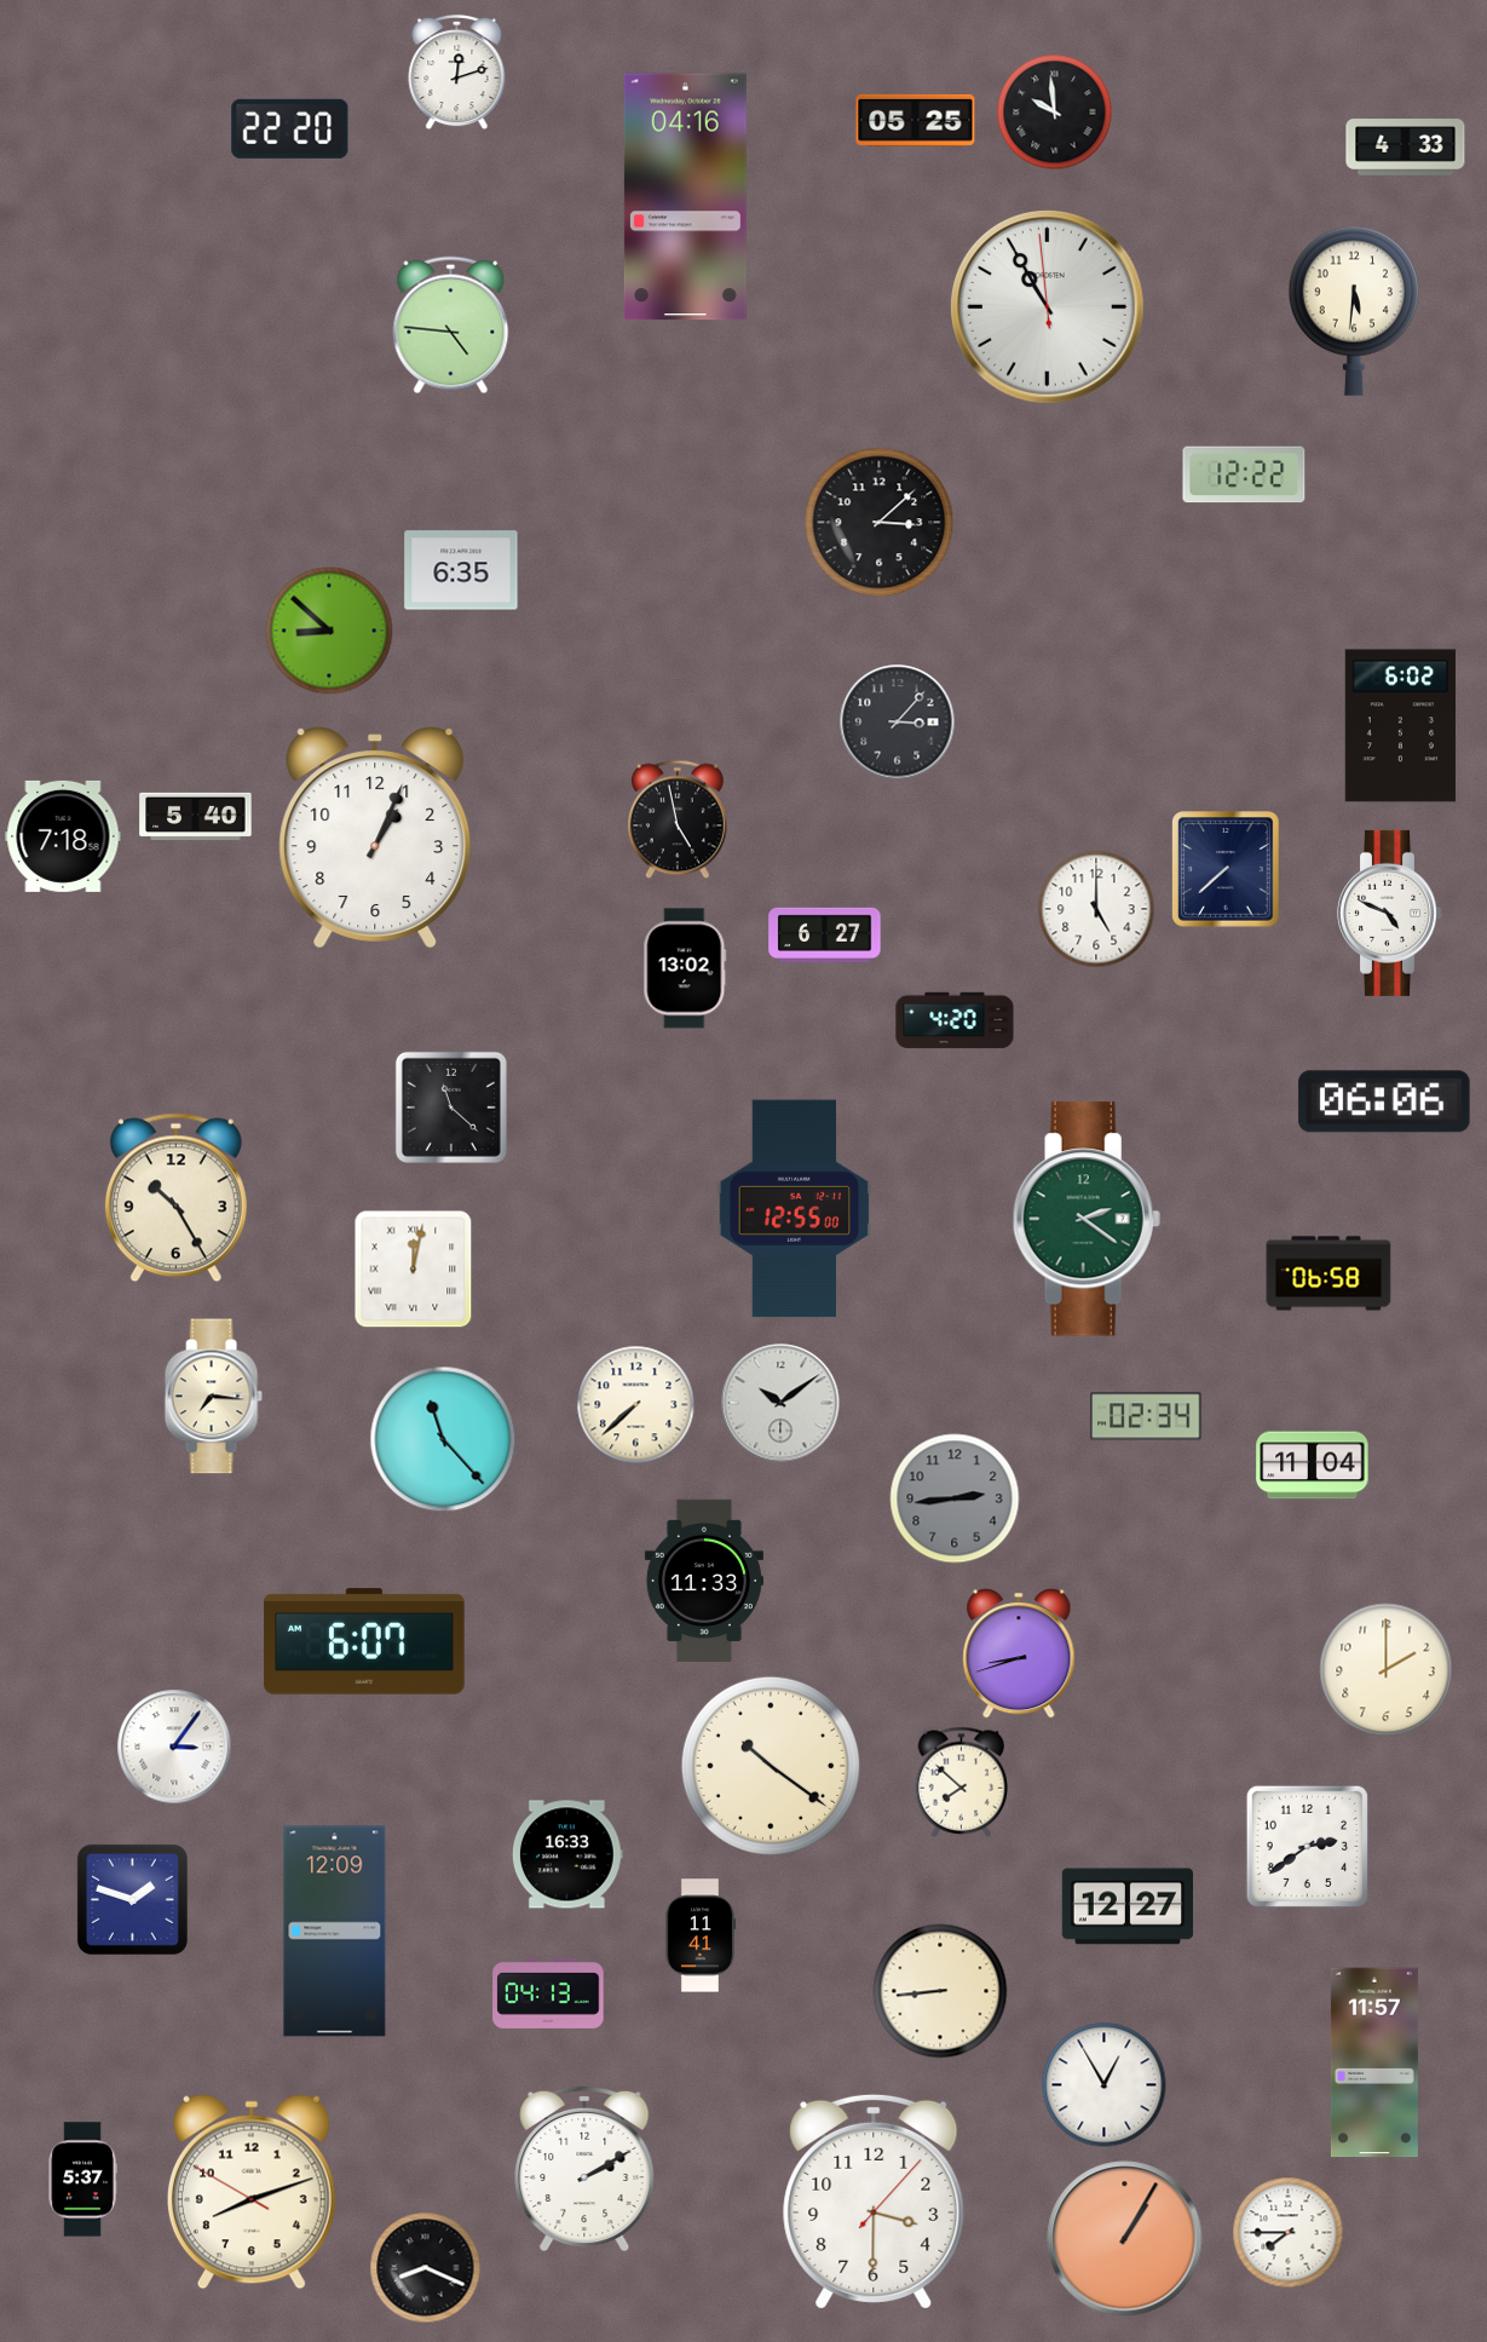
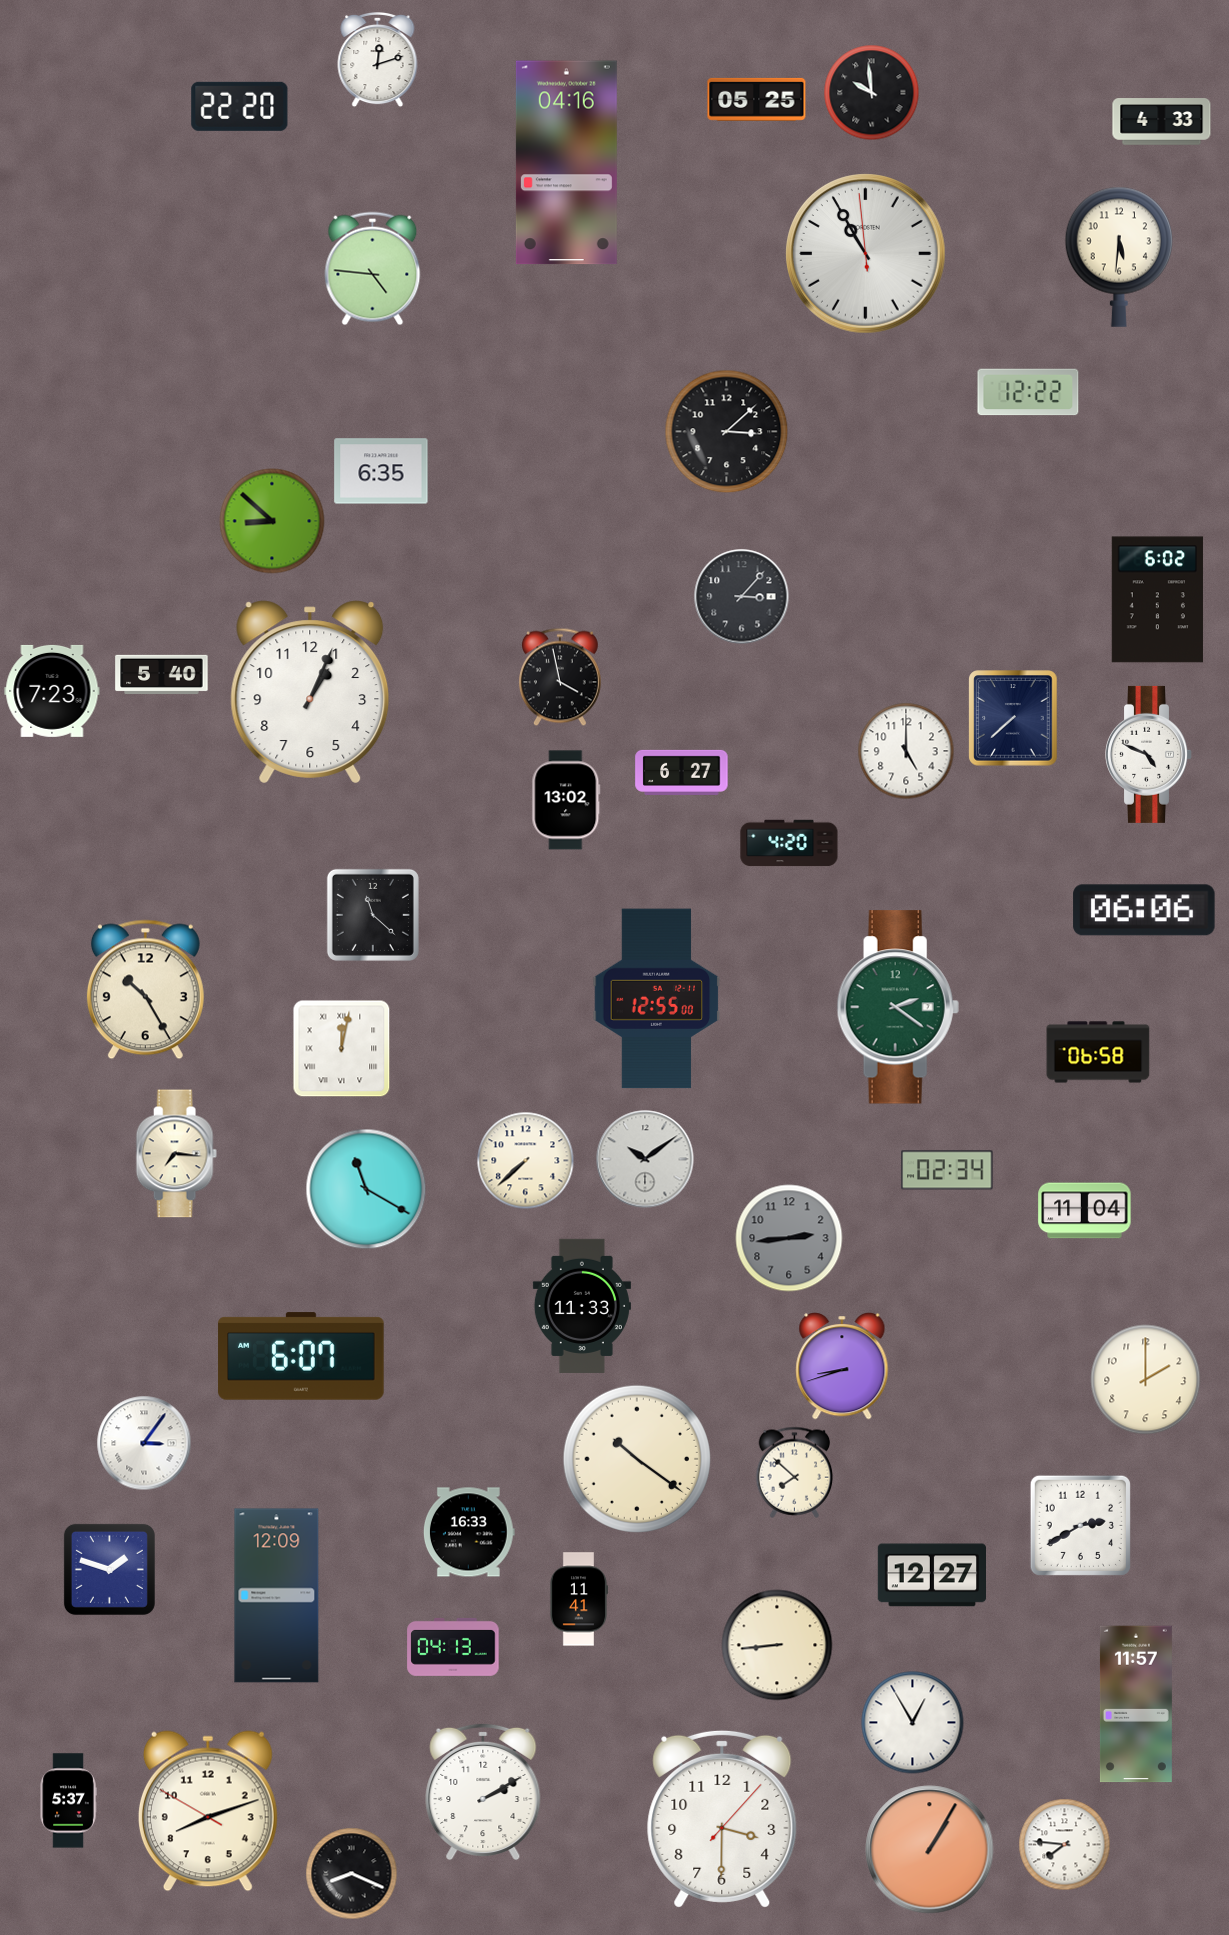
clock at (678, 819): 4:58 -> 3:58
clock at (63, 836): 7:18 -> 7:23
clock at (443, 1439): 11:23 -> 11:20
clock at (1307, 1846): 2:39 -> 2:40
clock at (1289, 2233): 7:45 -> 7:46
